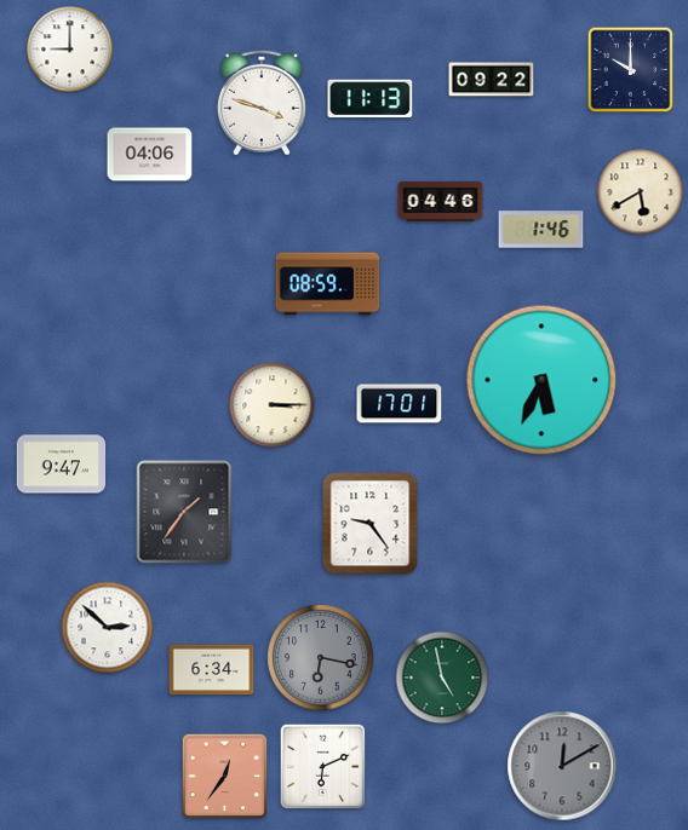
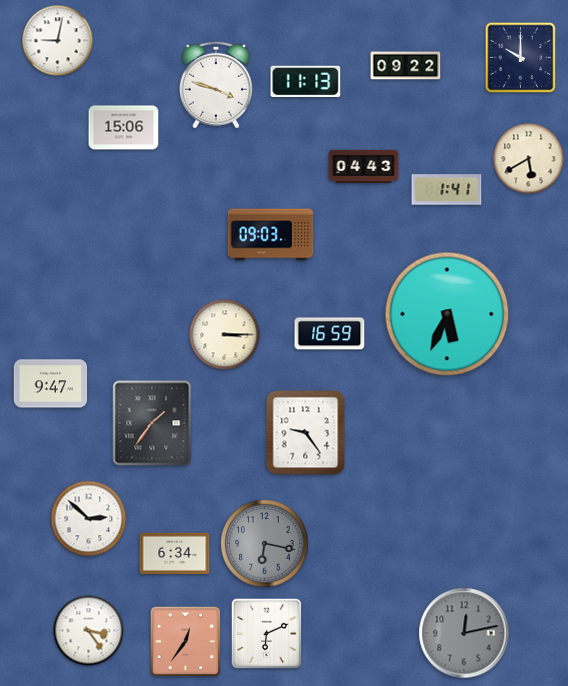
clock at (70, 50): 9:00 -> 9:02
clock at (150, 155): 04:06 -> 15:06
clock at (441, 201): 04:46 -> 04:43
clock at (541, 230): 1:46 -> 1:41
clock at (328, 284): 08:59 -> 09:03
clock at (400, 404): 17:01 -> 16:59
clock at (442, 678): 4:58 -> none
clock at (89, 631): none -> 3:24
clock at (562, 766): 12:10 -> 12:13
